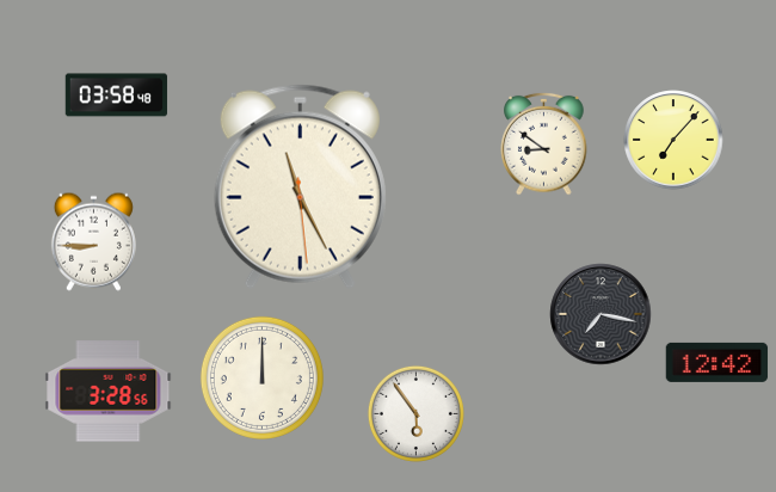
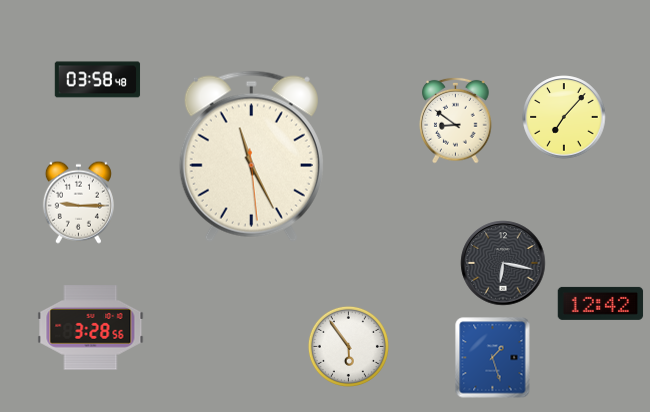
clock at (93, 241): 8:45 -> 9:15
clock at (601, 314): 7:17 -> 6:17
clock at (261, 377): 12:00 -> none
clock at (493, 358): none -> 1:27
